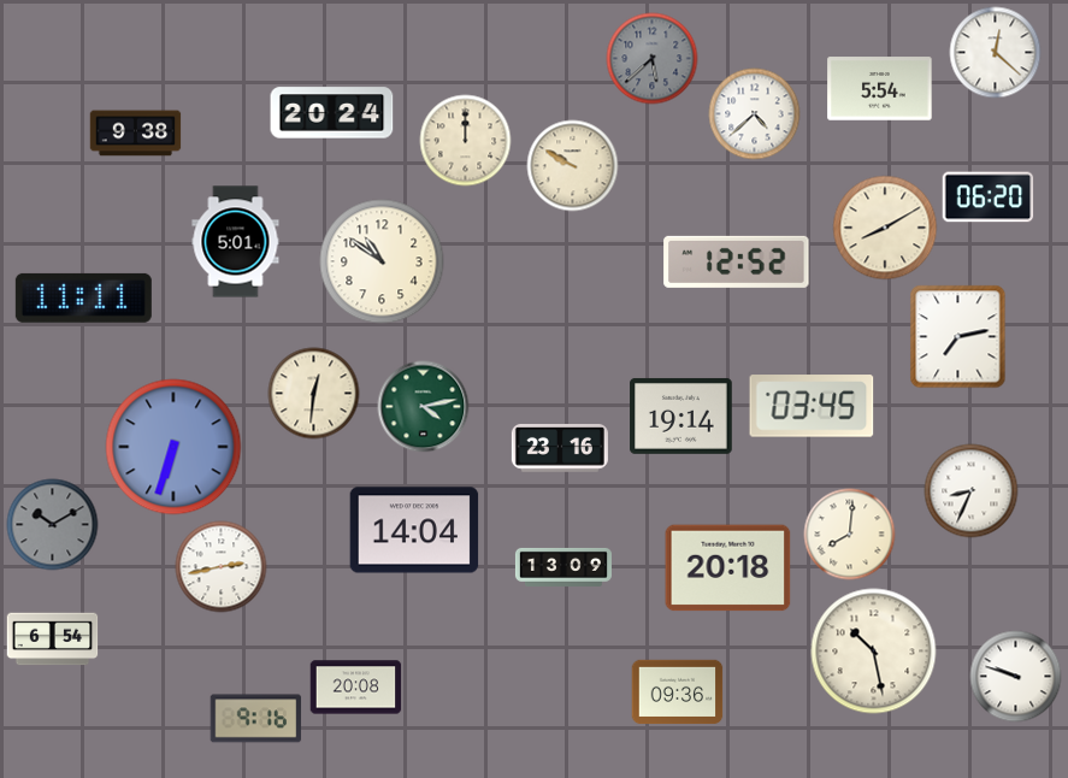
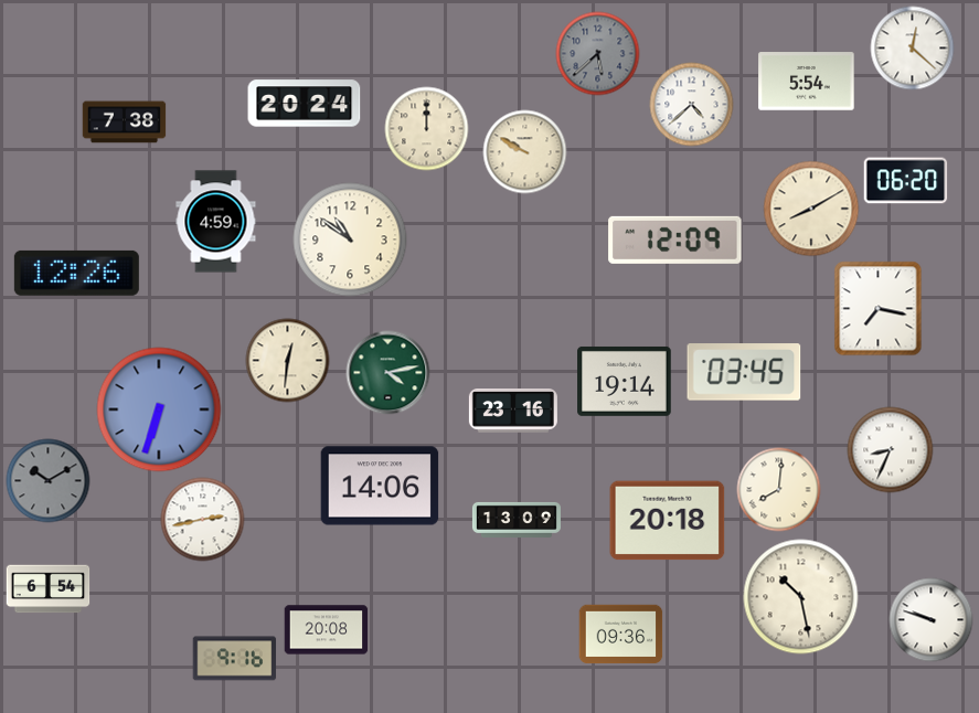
clock at (136, 134): 9:38 -> 7:38
clock at (236, 242): 5:01 -> 4:59
clock at (737, 261): 12:52 -> 12:09
clock at (83, 297): 11:11 -> 12:26
clock at (958, 337): 7:13 -> 7:17
clock at (414, 530): 14:04 -> 14:06
clock at (53, 640) position: (53, 640) -> (49, 589)
